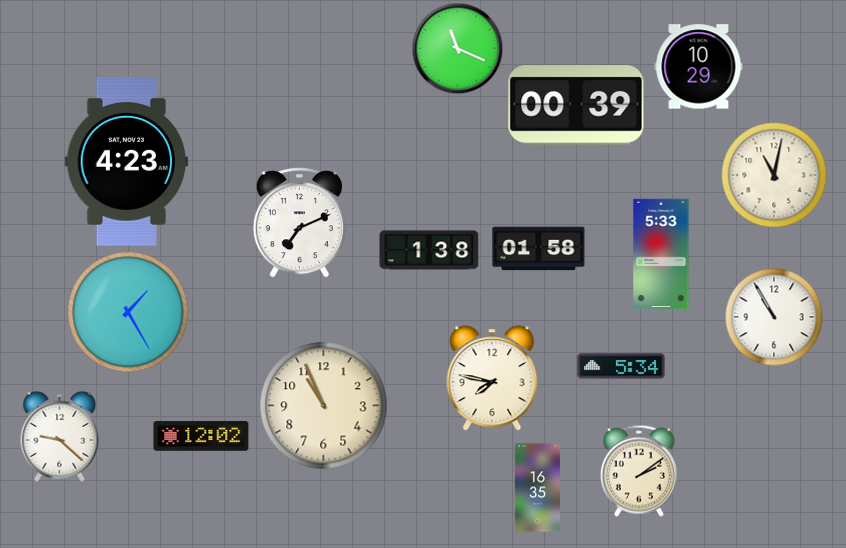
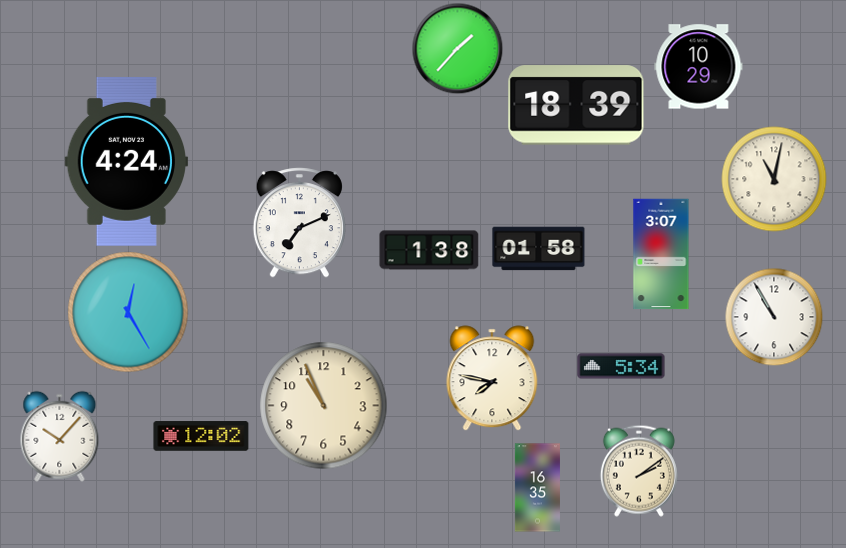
clock at (457, 48): 11:19 -> 1:37
clock at (576, 105): 00:39 -> 18:39
clock at (127, 161): 4:23 -> 4:24
clock at (774, 175) position: (774, 175) -> (774, 179)
clock at (661, 254): 5:33 -> 3:07
clock at (128, 312): 1:25 -> 12:25
clock at (60, 436): 9:22 -> 10:07
